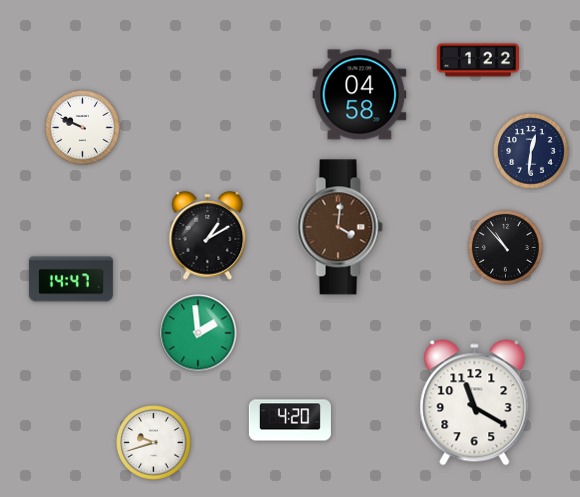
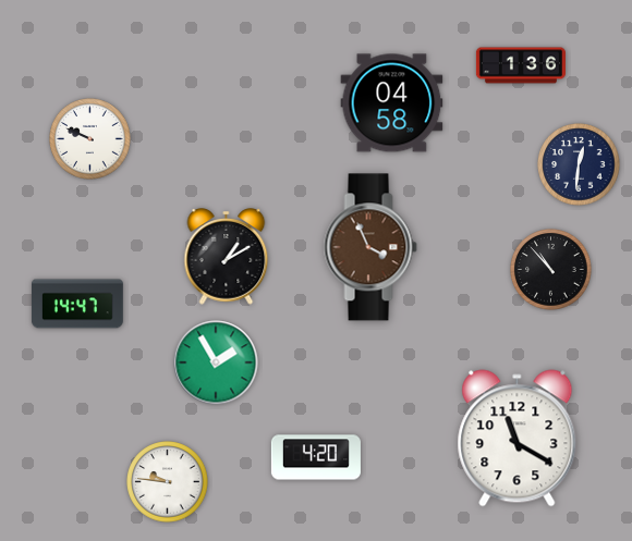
clock at (478, 60): 1:22 -> 1:36
clock at (340, 227): 4:01 -> 3:56
clock at (198, 333): 1:59 -> 1:55
clock at (154, 443): 9:42 -> 9:46
